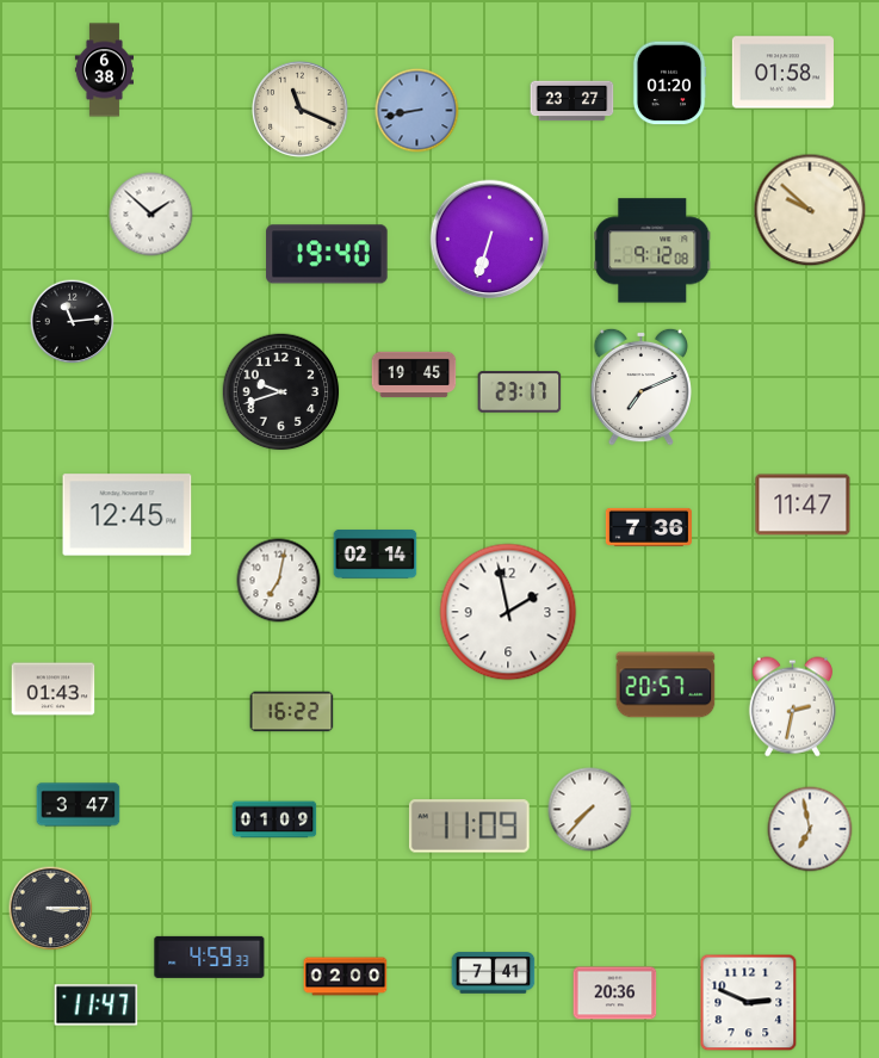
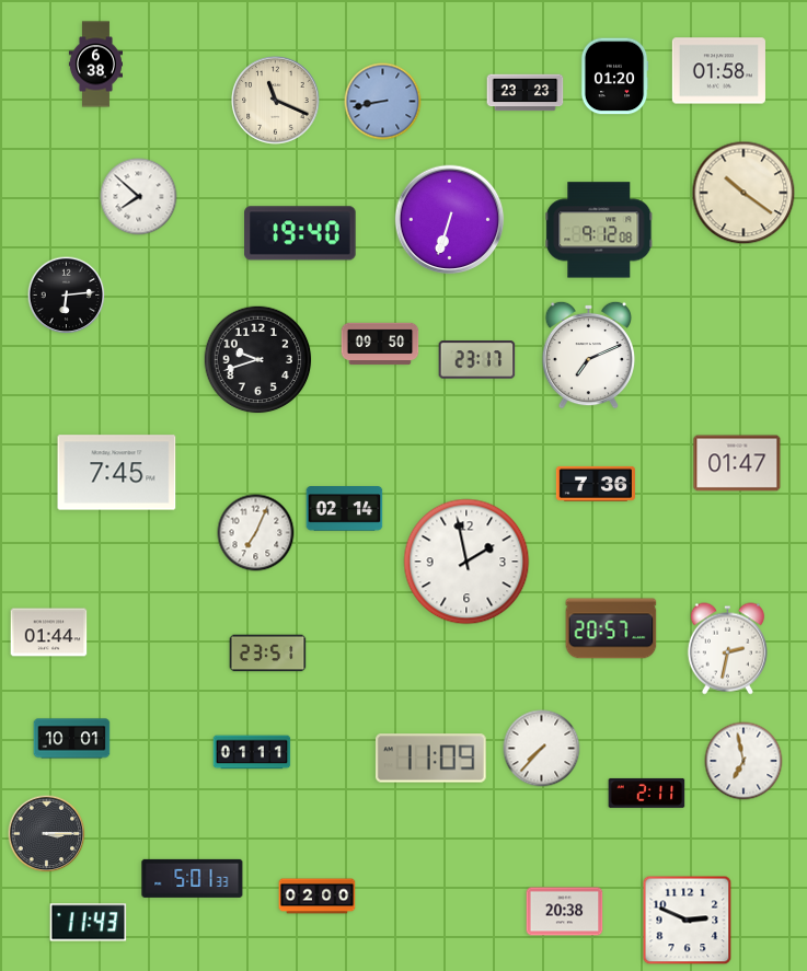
clock at (782, 73) position: (782, 73) -> (718, 71)
clock at (572, 101): 23:27 -> 23:23
clock at (810, 210): 9:52 -> 10:21
clock at (151, 215): 1:52 -> 7:52
clock at (73, 322): 11:14 -> 6:14
clock at (414, 375): 19:45 -> 09:50
clock at (803, 505): 11:47 -> 01:47
clock at (128, 515): 12:45 -> 7:45
clock at (279, 581): 7:02 -> 7:04
clock at (54, 689): 01:43 -> 01:44
clock at (292, 712): 16:22 -> 23:51
clock at (79, 805): 3:47 -> 10:01
clock at (590, 810) position: (590, 810) -> (542, 749)
clock at (274, 819): 01:09 -> 01:11
clock at (647, 793): none -> 2:11
clock at (210, 957): 4:59 -> 5:01
clock at (494, 973): 7:41 -> none
clock at (615, 994): 20:36 -> 20:38
clock at (97, 1006): 11:47 -> 11:43
